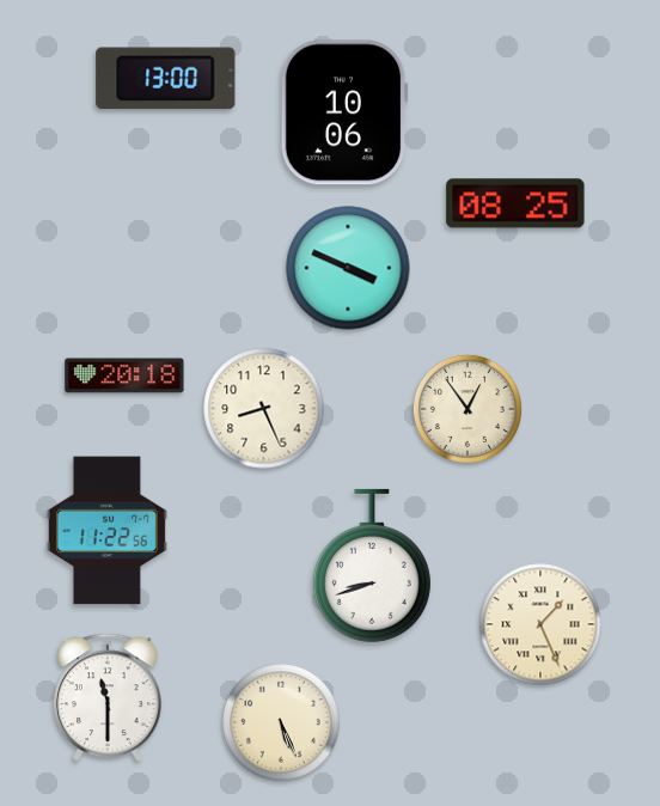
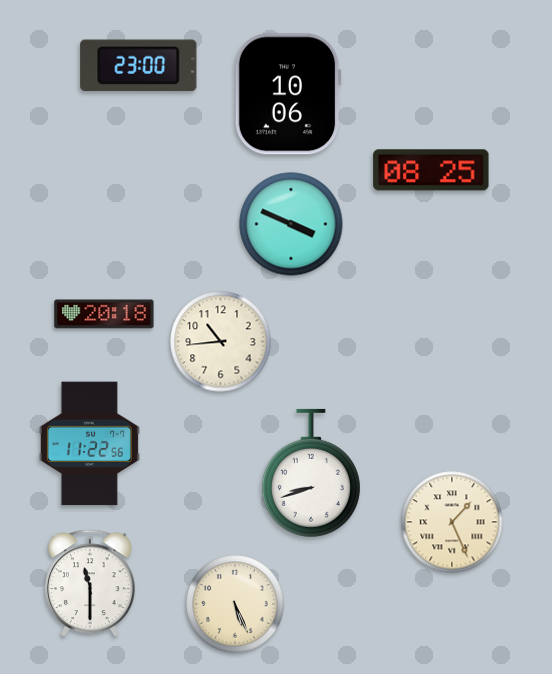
clock at (166, 79): 13:00 -> 23:00
clock at (264, 409): 8:26 -> 10:44
clock at (467, 409): 12:54 -> none
